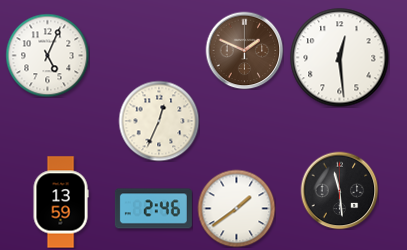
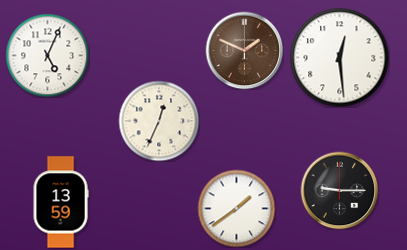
clock at (339, 190): 11:29 -> 9:15
clock at (153, 209): 2:46 -> none
